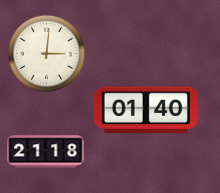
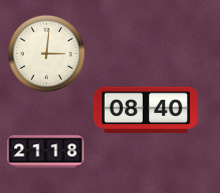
clock at (146, 110): 01:40 -> 08:40
